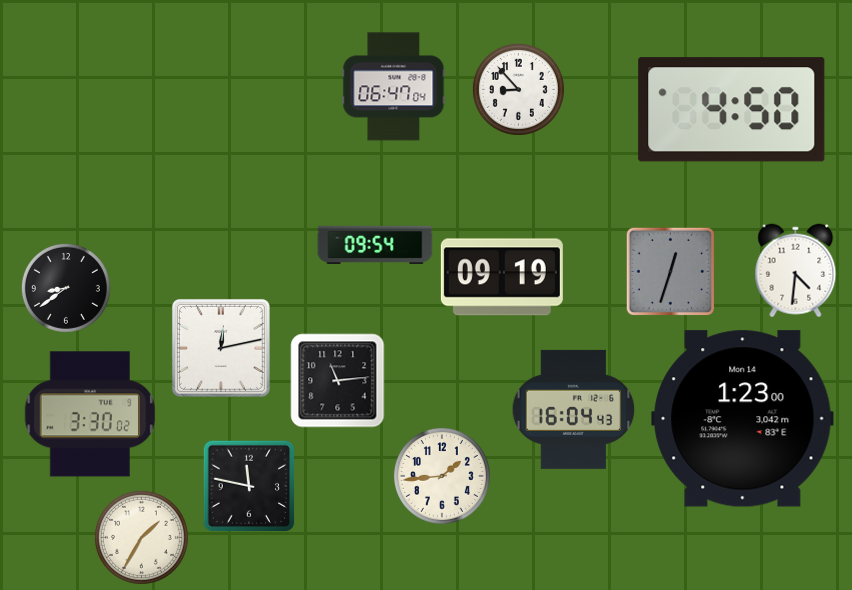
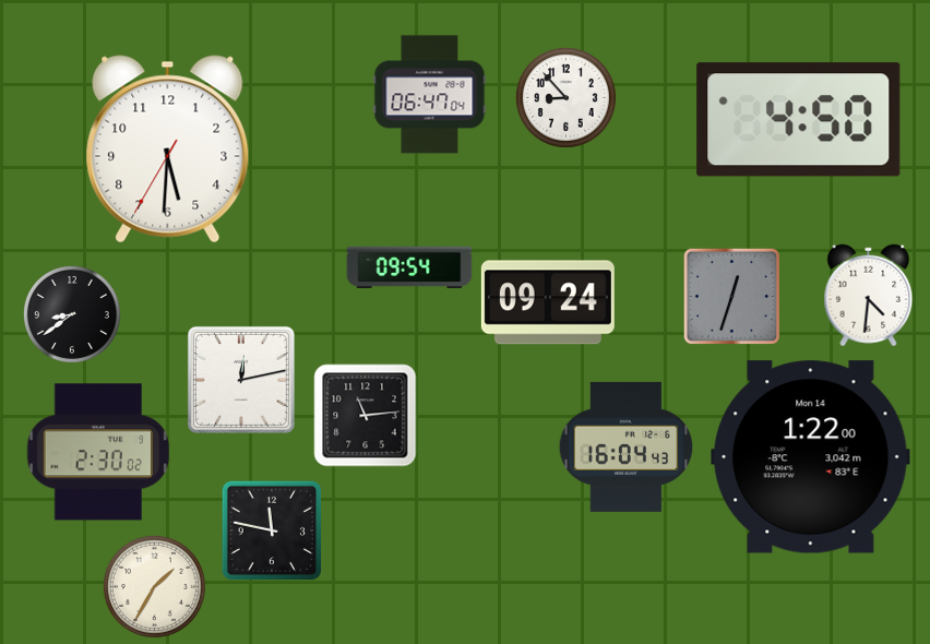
clock at (168, 150): none -> 5:30
clock at (502, 277): 09:19 -> 09:24
clock at (338, 381) position: (338, 381) -> (366, 416)
clock at (90, 414): 3:30 -> 2:30
clock at (743, 419): 1:23 -> 1:22
clock at (442, 476): 1:44 -> none
